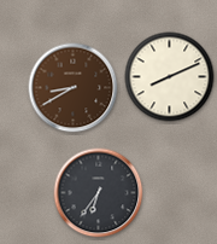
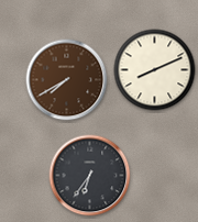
clock at (74, 88): 8:40 -> 7:40
